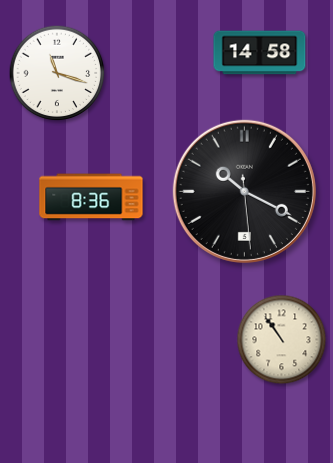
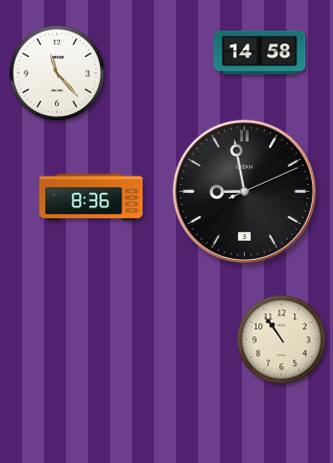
clock at (57, 73): 11:18 -> 11:23
clock at (244, 191): 10:19 -> 8:58
